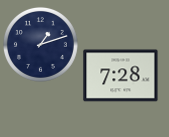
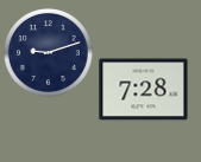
clock at (40, 44): 1:12 -> 9:12
